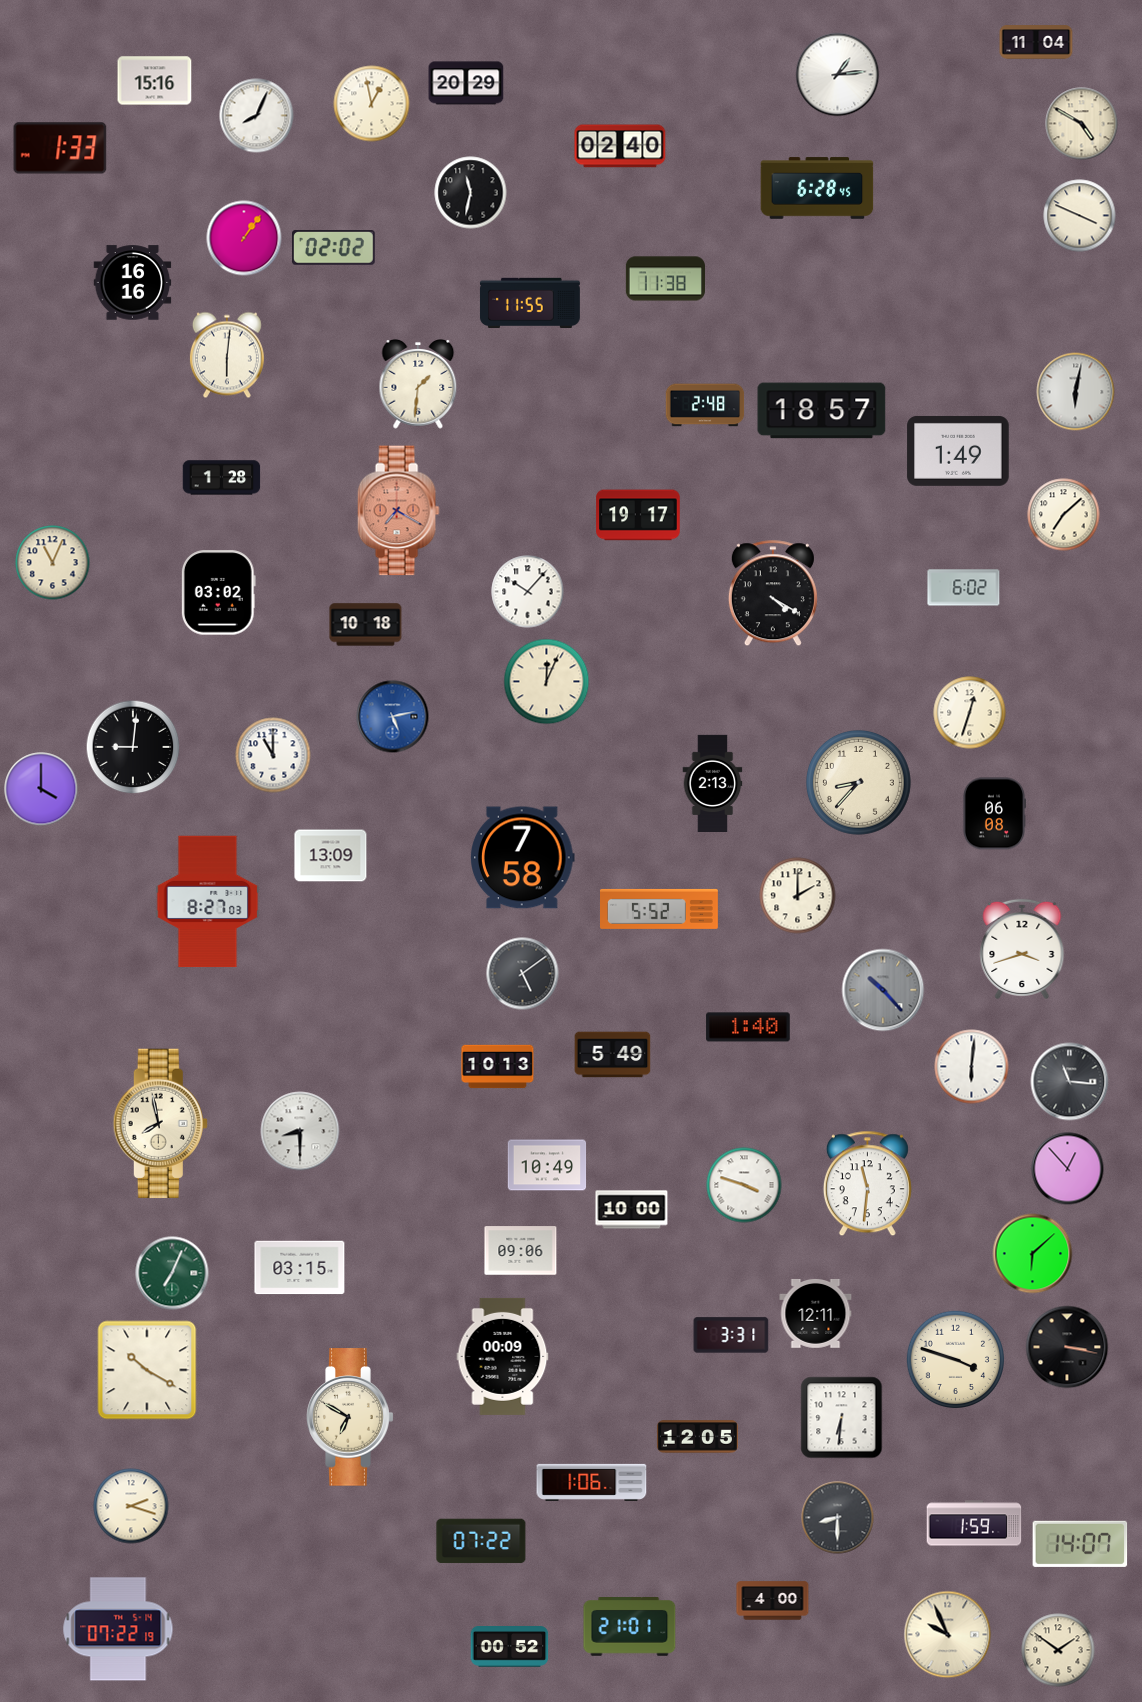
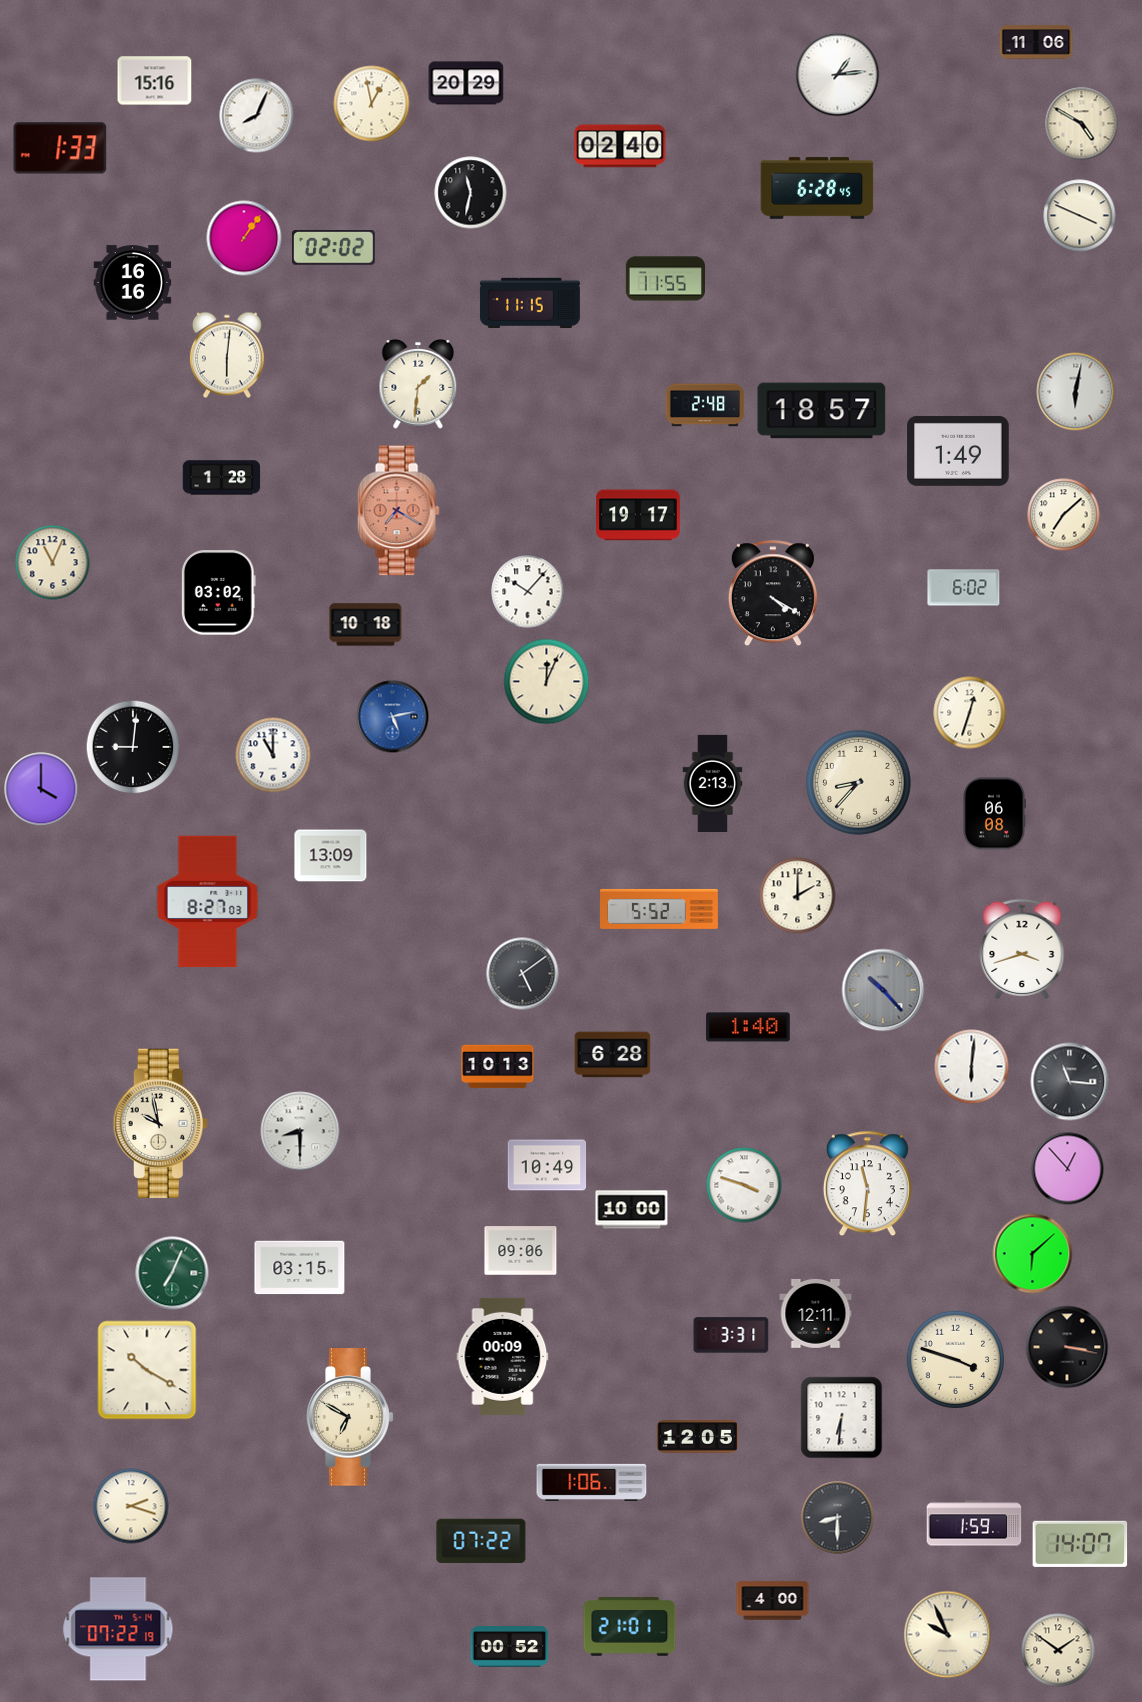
clock at (1036, 42): 11:04 -> 11:06
clock at (665, 279): 11:38 -> 11:55
clock at (530, 302): 11:55 -> 11:15
clock at (523, 858): 7:58 -> none
clock at (613, 1055): 5:49 -> 6:28
clock at (160, 1124): 7:58 -> 9:58
